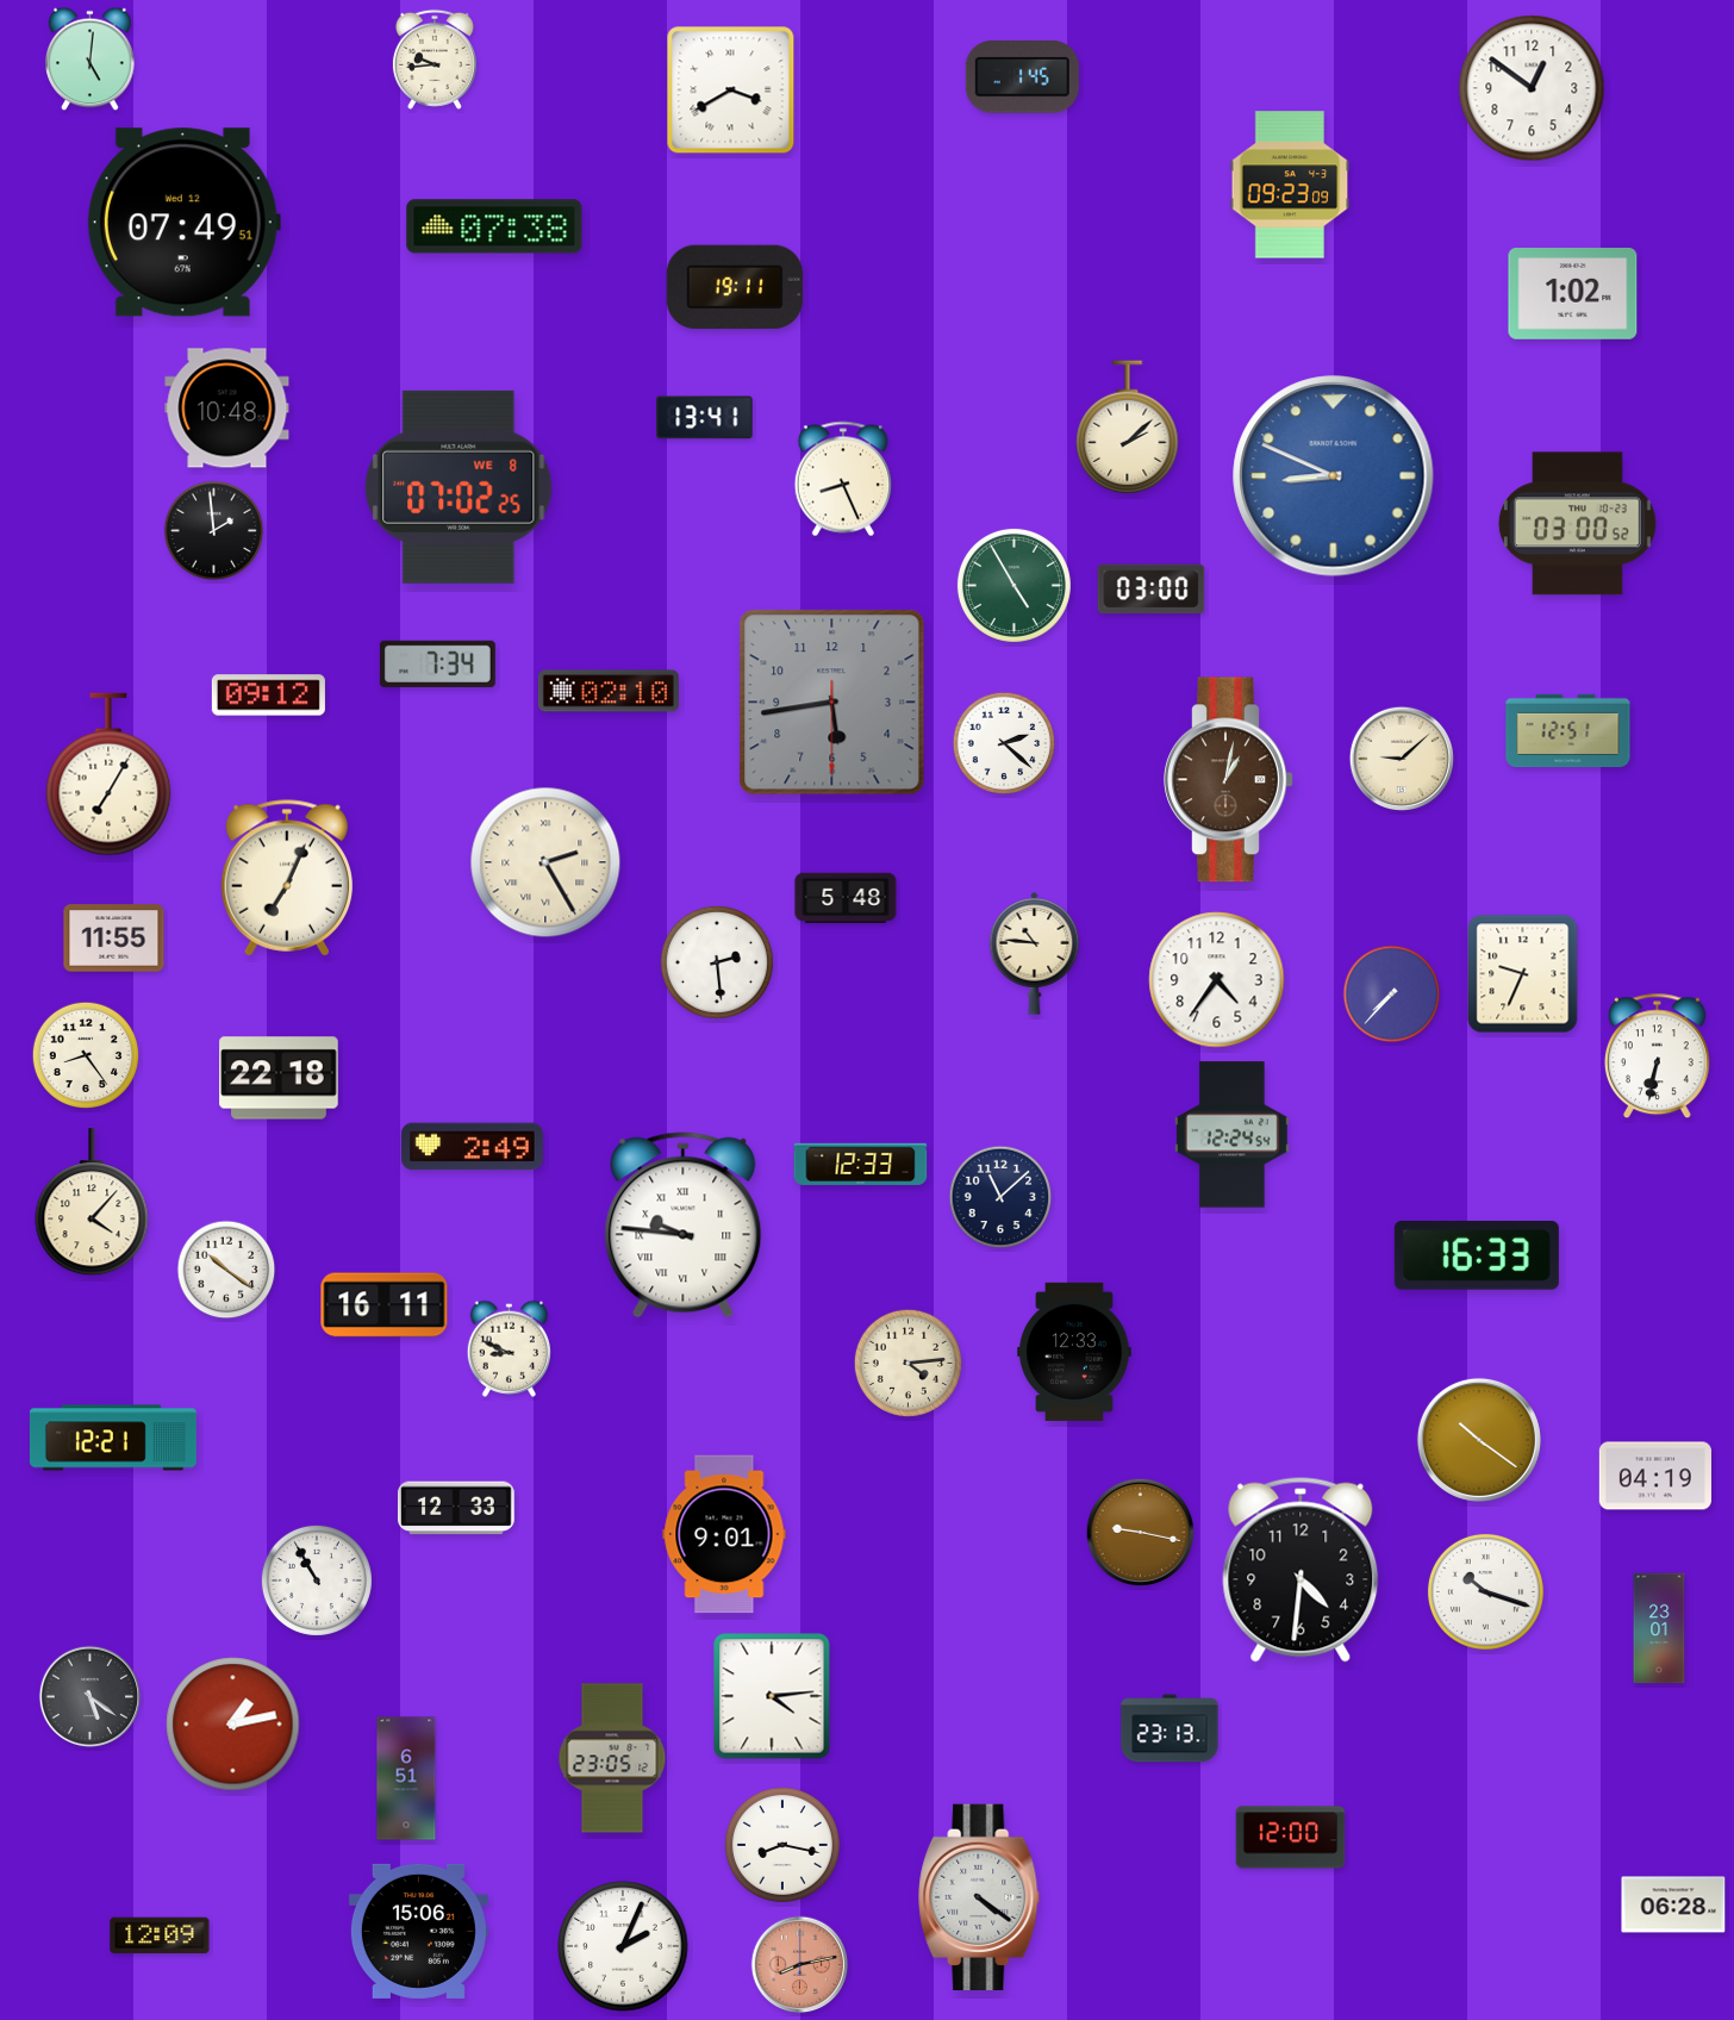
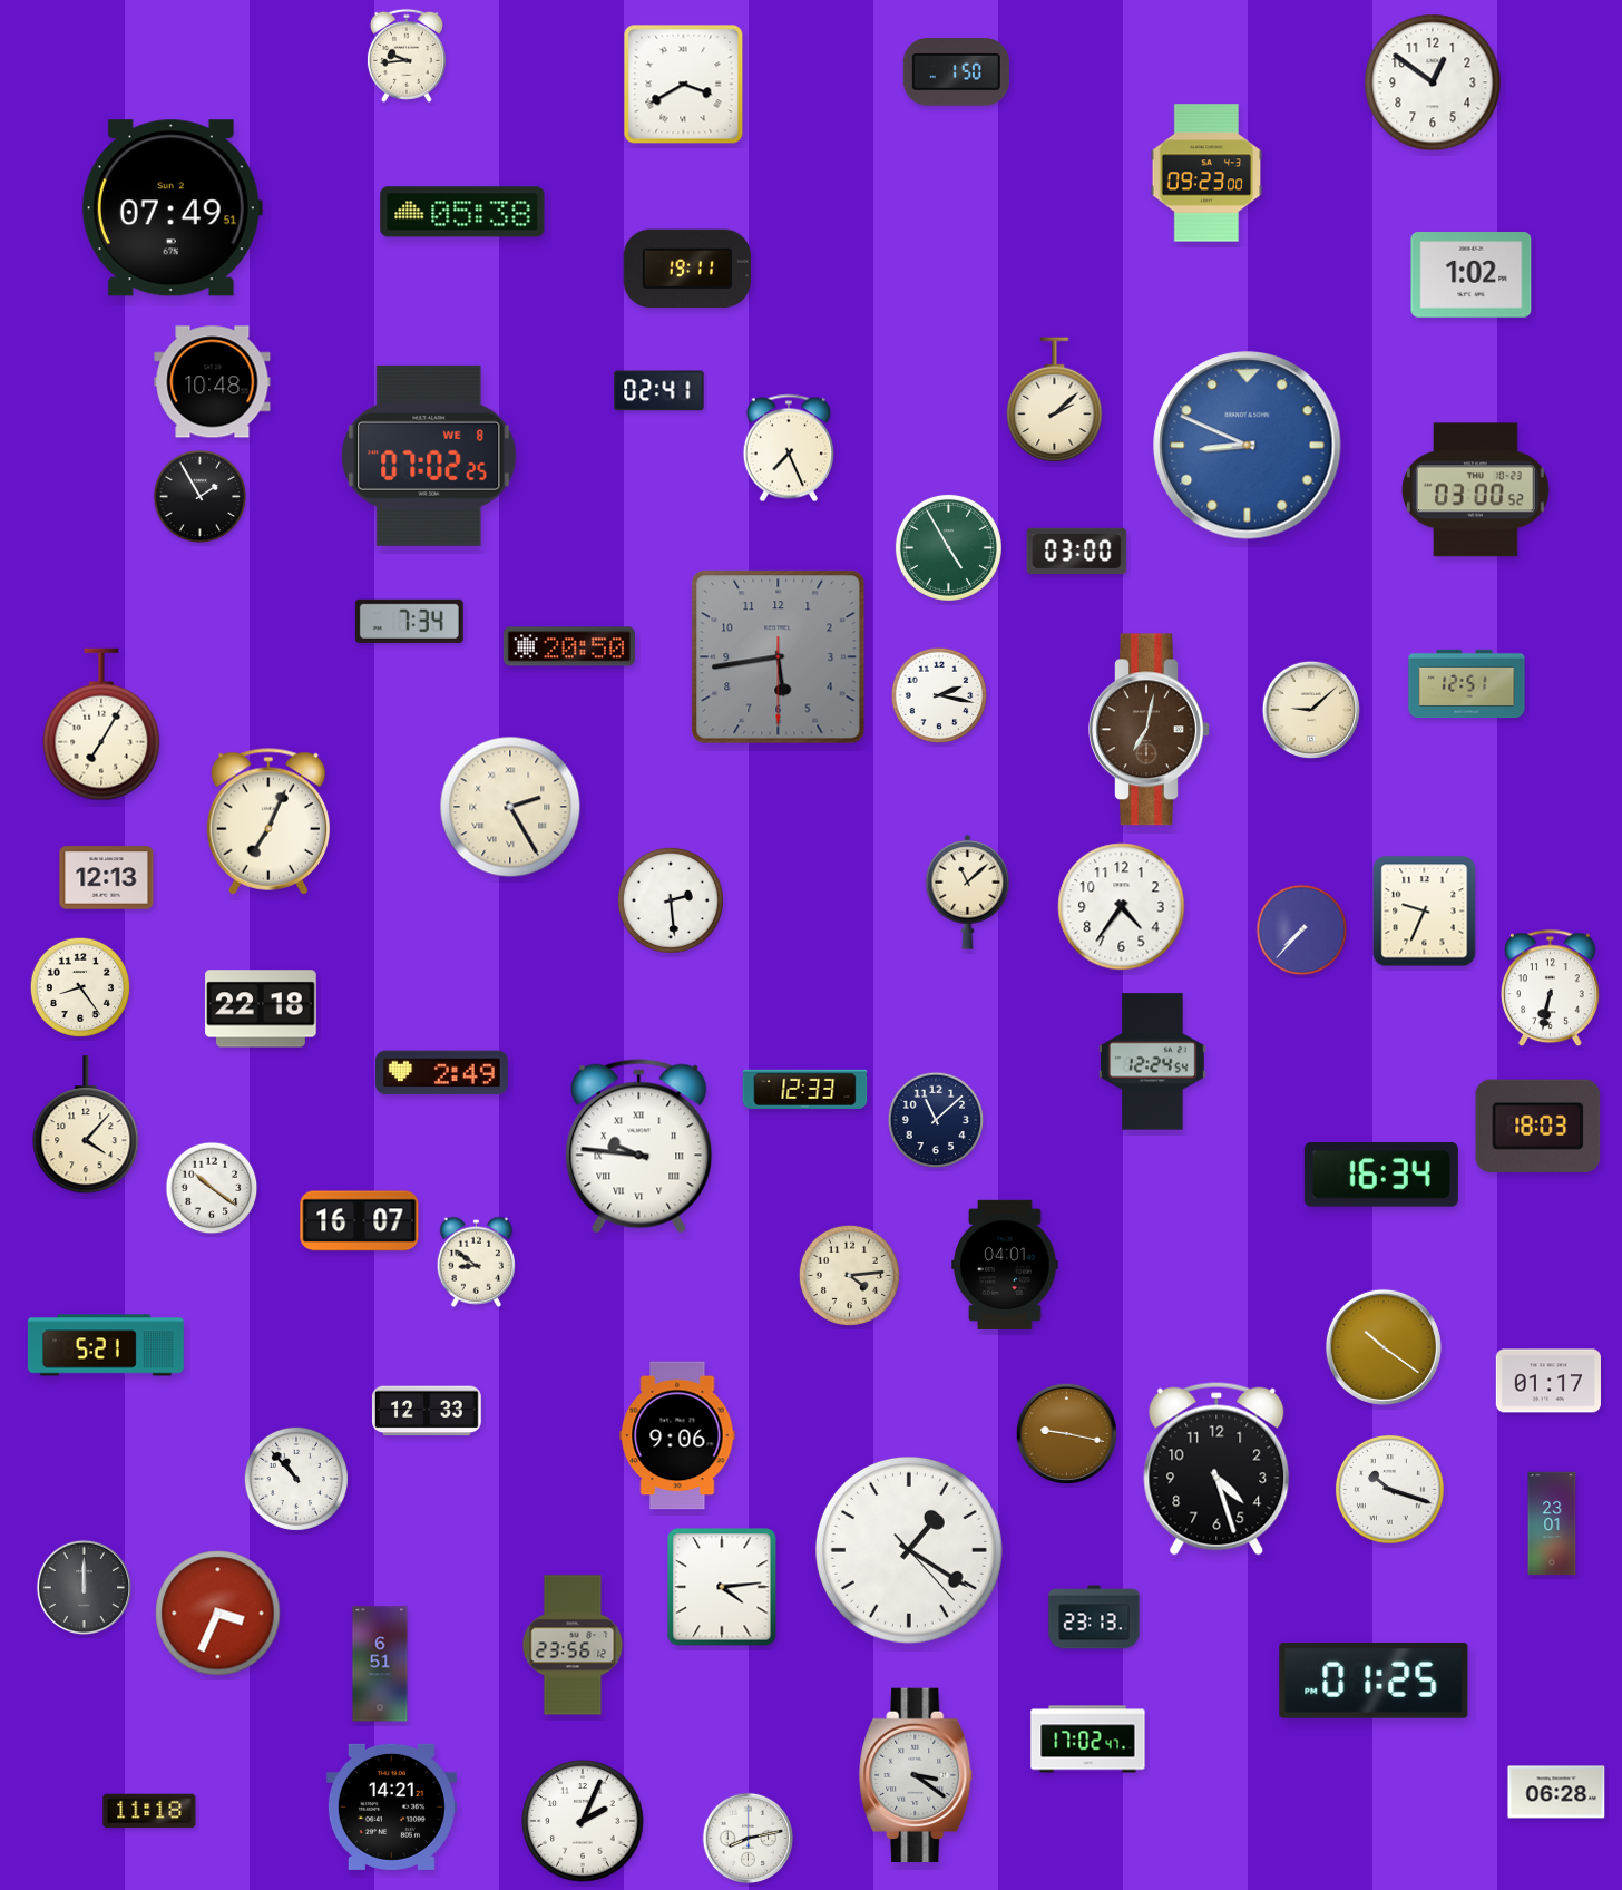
clock at (91, 60): 5:01 -> none
clock at (1022, 77): 1:45 -> 1:50
clock at (1290, 185): 09:23:09 -> 09:23:00
clock at (183, 223) date: Wed 12 -> Sun 2
clock at (494, 226): 07:38 -> 05:38
clock at (705, 418): 13:41 -> 02:41
clock at (843, 479): 8:26 -> 7:26
clock at (214, 531): 1:59 -> 1:55
clock at (609, 691): 02:10 -> 20:50
clock at (268, 696): 09:12 -> none
clock at (1004, 743): 2:22 -> 2:17
clock at (1229, 780): 1:02 -> 7:02
clock at (846, 898): 5:48 -> none
clock at (114, 939): 11:55 -> 12:13
clock at (1035, 954): 10:46 -> 11:08
clock at (1217, 980) position: (1217, 980) -> (1122, 907)
clock at (1538, 1126): none -> 18:03
clock at (1477, 1255): 16:33 -> 16:34
clock at (385, 1305): 16:11 -> 16:07
clock at (510, 1348): 8:49 -> 8:51
clock at (1074, 1352): 12:33 -> 04:01
clock at (113, 1438): 12:21 -> 5:21
clock at (1655, 1476): 04:19 -> 01:17
clock at (724, 1534): 9:01 -> 9:06
clock at (1300, 1570): 4:31 -> 4:27
clock at (317, 1581): 10:55 -> 10:53
clock at (909, 1550): none -> 1:20
clock at (91, 1697): 5:21 -> 12:00
clock at (233, 1725): 1:13 -> 3:34
clock at (612, 1758): 23:05 -> 23:56
clock at (1374, 1682): none -> 01:25
clock at (1291, 1838): 12:00 -> none
clock at (782, 1845): 8:17 -> none
clock at (1088, 1740): none -> 17:02
clock at (980, 1896): 4:21 -> 3:21
clock at (1673, 1904) position: (1673, 1904) -> (1556, 1792)
clock at (418, 1931): 15:06 -> 14:21
clock at (160, 1935): 12:09 -> 11:18
clock at (800, 1965) dial: salmon -> white
